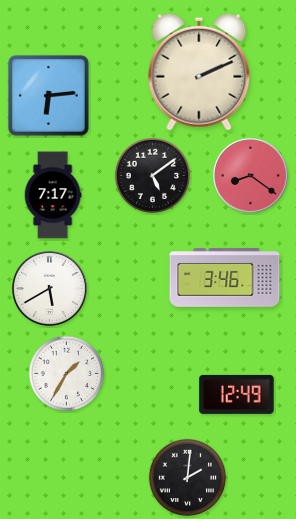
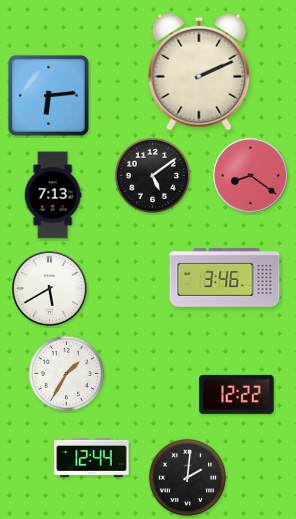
clock at (53, 195): 7:17 -> 7:13
clock at (237, 394): 12:49 -> 12:22
clock at (92, 458): none -> 12:44
